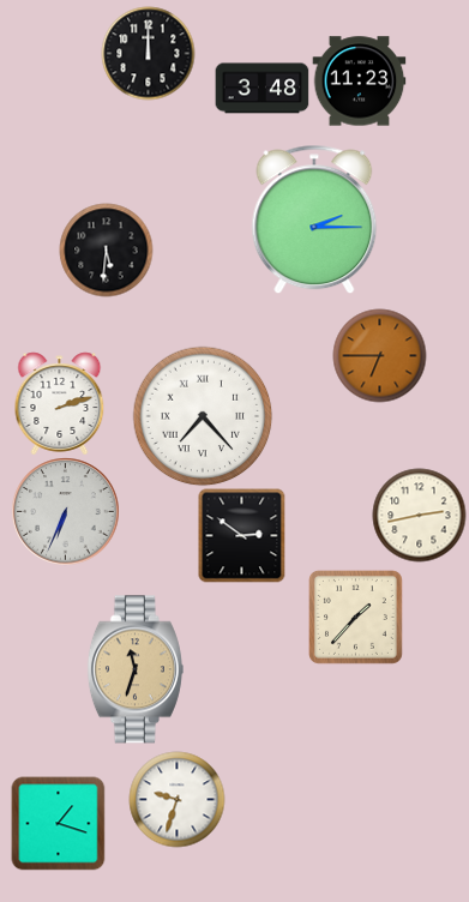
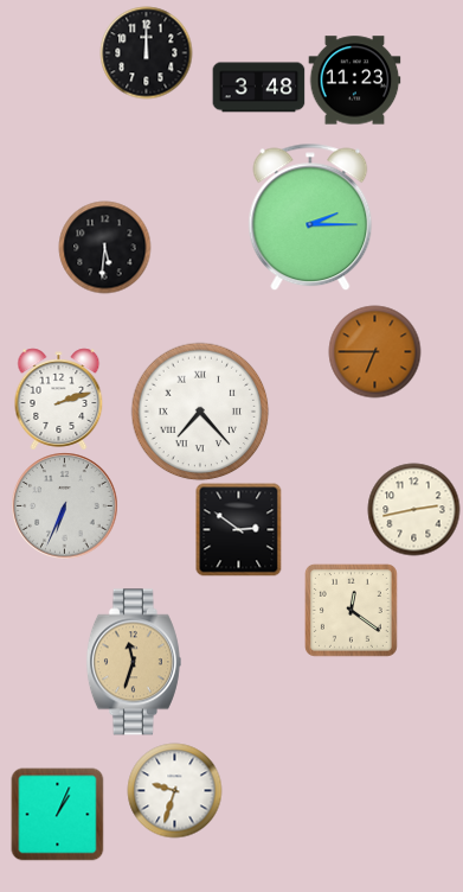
clock at (356, 618): 1:37 -> 12:21
clock at (58, 823): 1:18 -> 1:04
